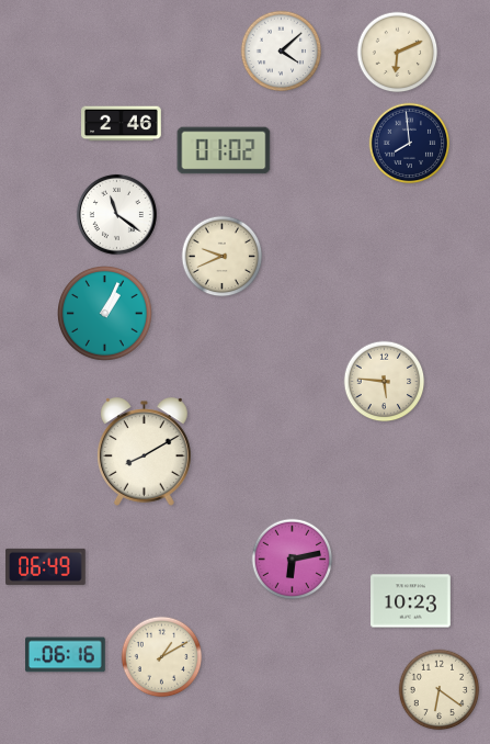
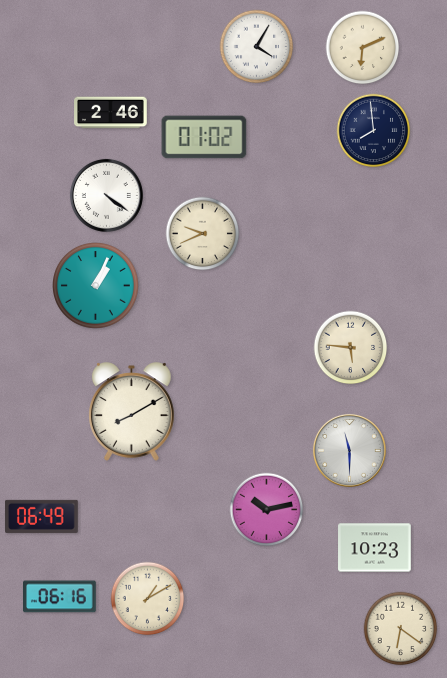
clock at (282, 52): 4:08 -> 4:05
clock at (116, 214): 11:21 -> 4:21
clock at (349, 450): none -> 11:30
clock at (293, 560): 6:13 -> 10:13
